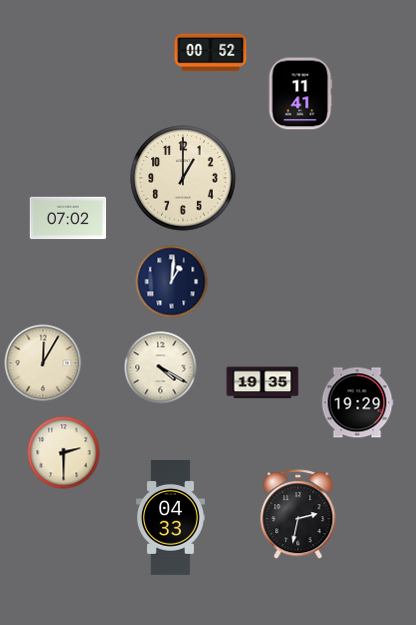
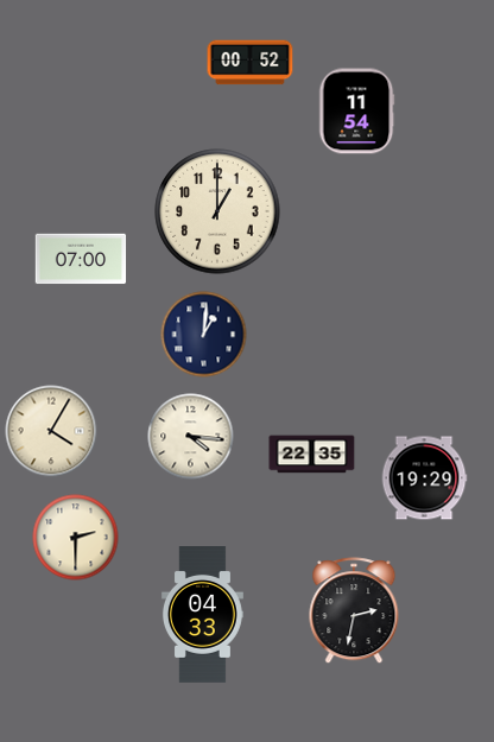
clock at (300, 94): 11:41 -> 11:54
clock at (68, 218): 07:02 -> 07:00
clock at (43, 363): 12:05 -> 4:05
clock at (161, 368): 4:20 -> 4:16
clock at (263, 383): 19:35 -> 22:35
